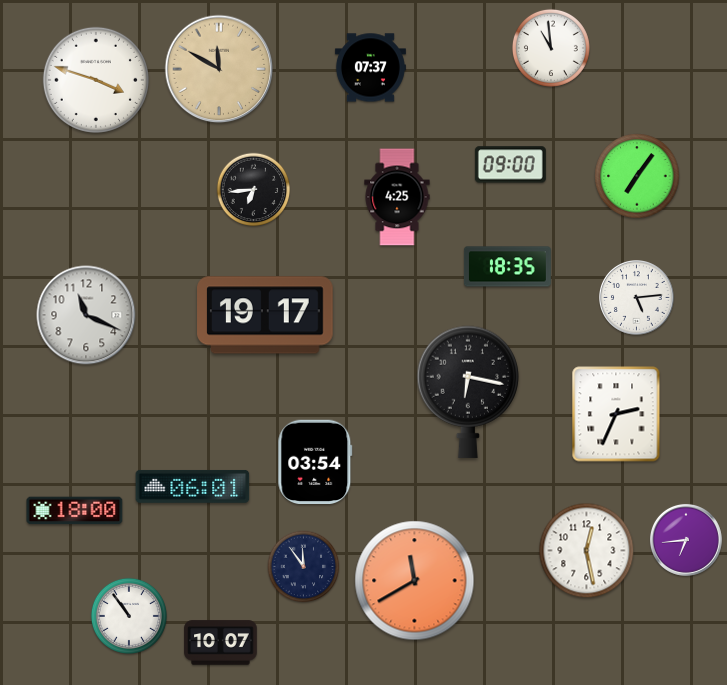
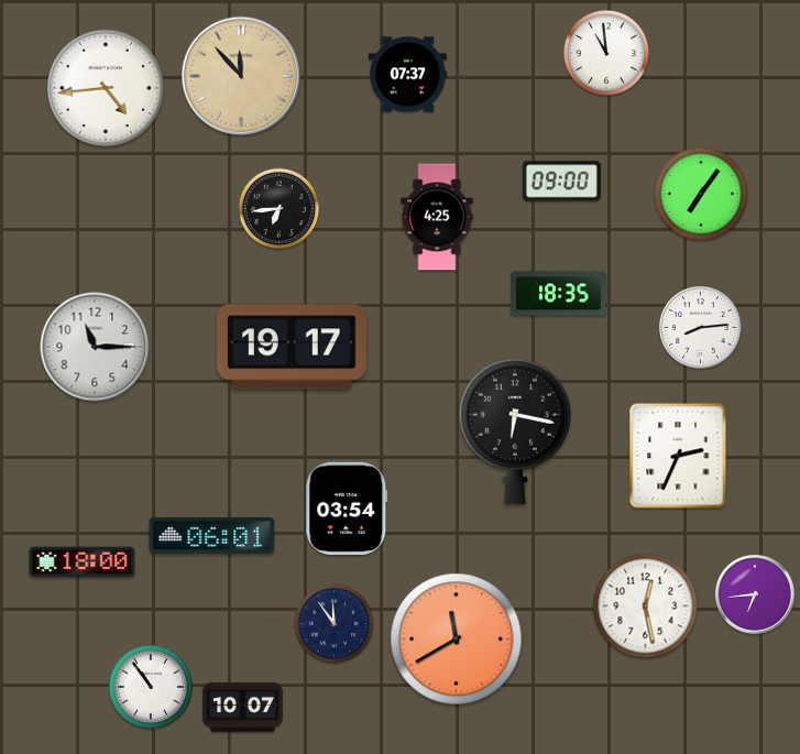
clock at (219, 69): 11:50 -> 11:53
clock at (96, 80): 3:48 -> 4:44
clock at (637, 298): 5:14 -> 8:14
clock at (86, 315): 11:19 -> 11:15
clock at (129, 616) position: (129, 616) -> (151, 687)
